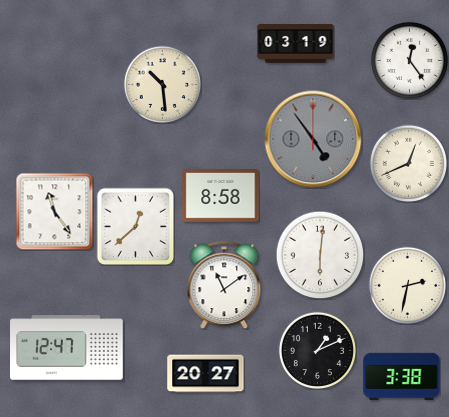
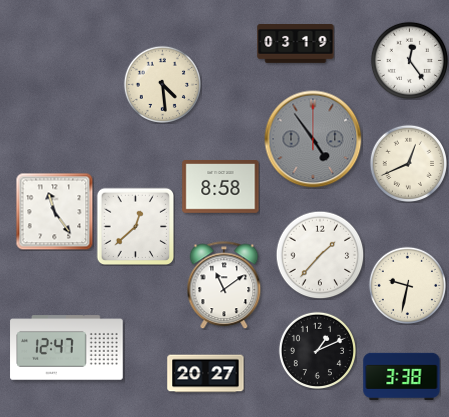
clock at (162, 84): 10:29 -> 4:29
clock at (221, 196) position: (221, 196) -> (221, 187)
clock at (320, 255): 6:01 -> 1:37
clock at (407, 285): 2:32 -> 9:32
